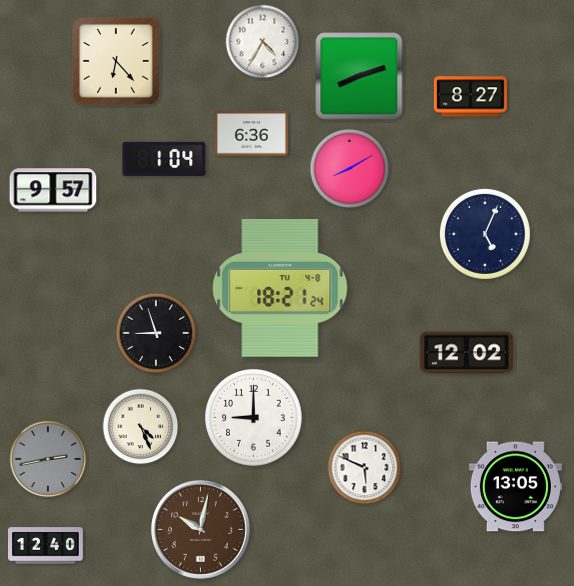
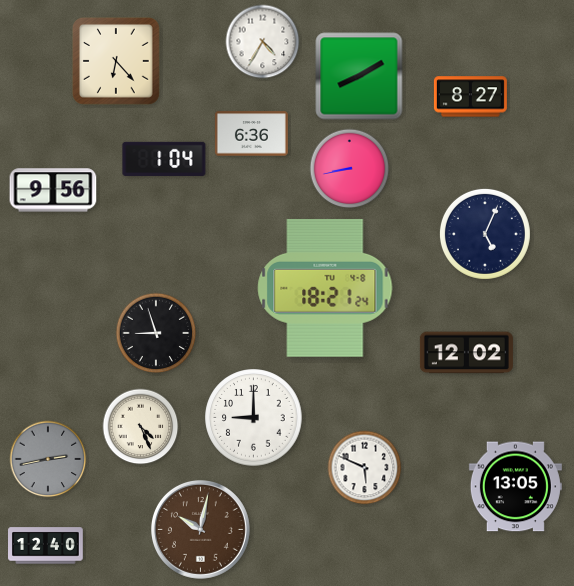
clock at (359, 76): 8:12 -> 8:10
clock at (350, 169): 8:10 -> 8:43
clock at (53, 190): 9:57 -> 9:56
clock at (280, 288) position: (280, 288) -> (325, 288)
